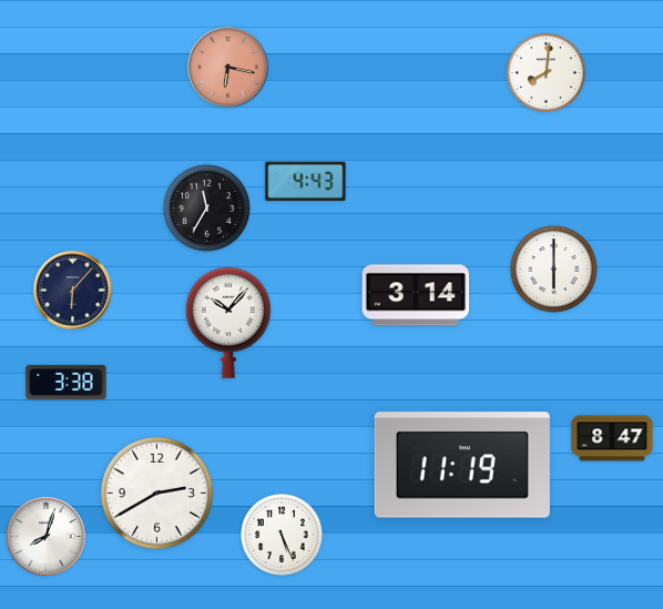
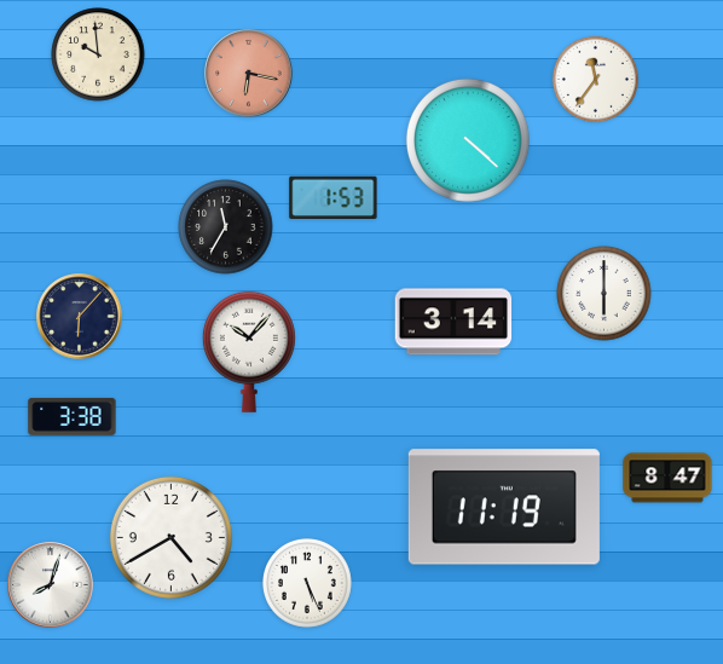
clock at (98, 54): none -> 9:59
clock at (545, 72): 8:01 -> 11:36
clock at (468, 140): none -> 4:22
clock at (306, 181): 4:43 -> 1:53
clock at (156, 493): 2:40 -> 4:40
